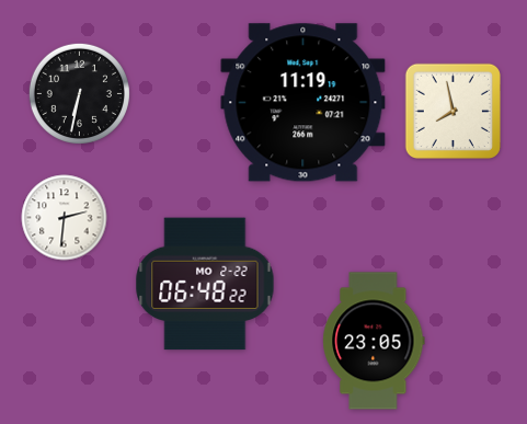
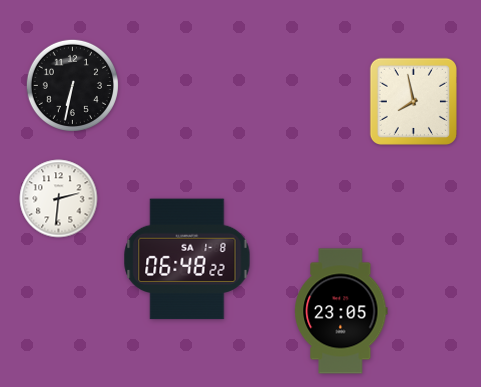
clock at (303, 103): 11:19 -> none
clock at (205, 284) date: MO 2-22 -> SA 1-8
